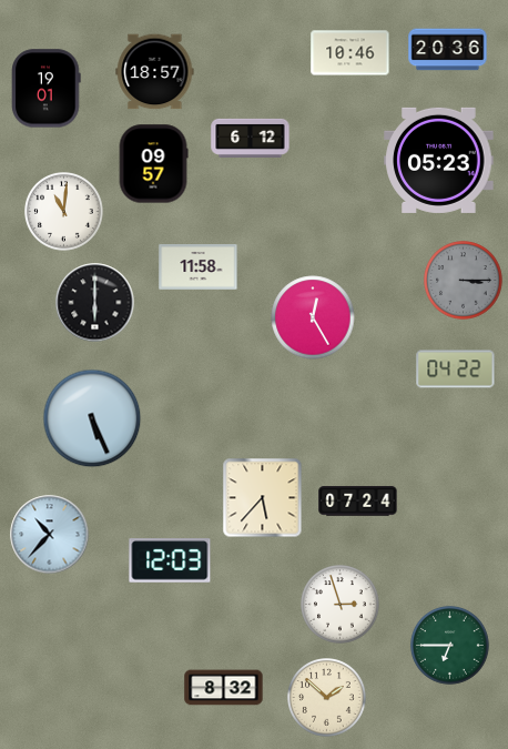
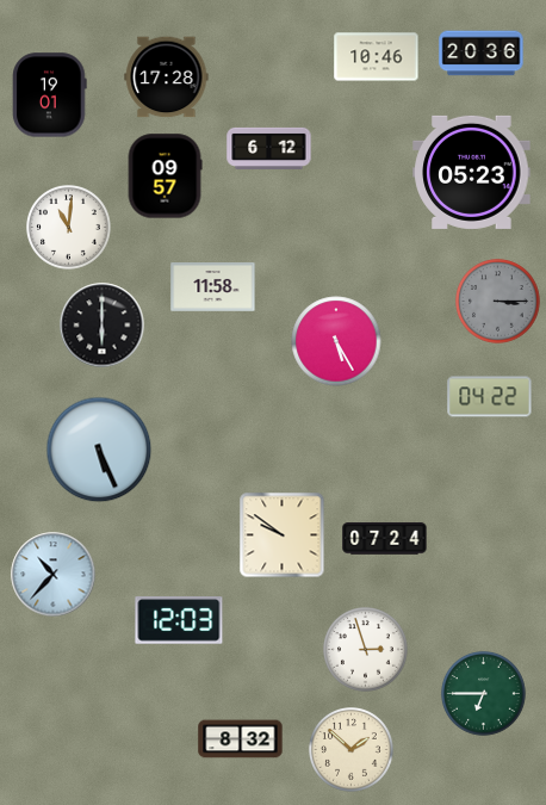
clock at (155, 72): 18:57 -> 17:28
clock at (313, 317): 12:25 -> 5:25
clock at (263, 498): 5:37 -> 9:51
clock at (170, 560) position: (170, 560) -> (179, 620)
